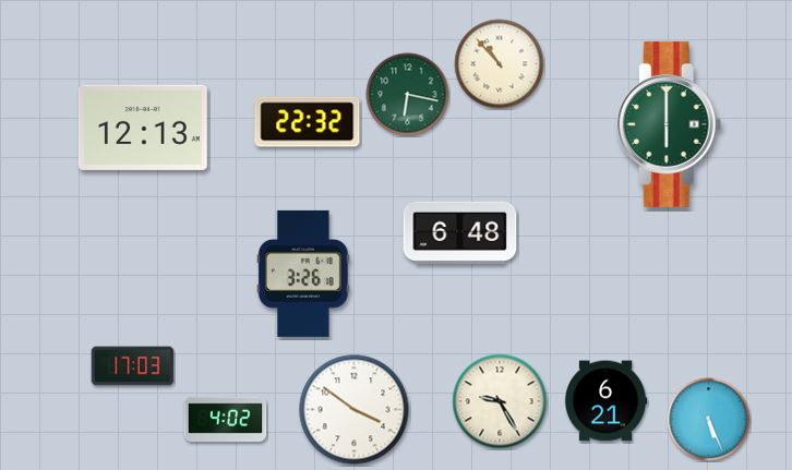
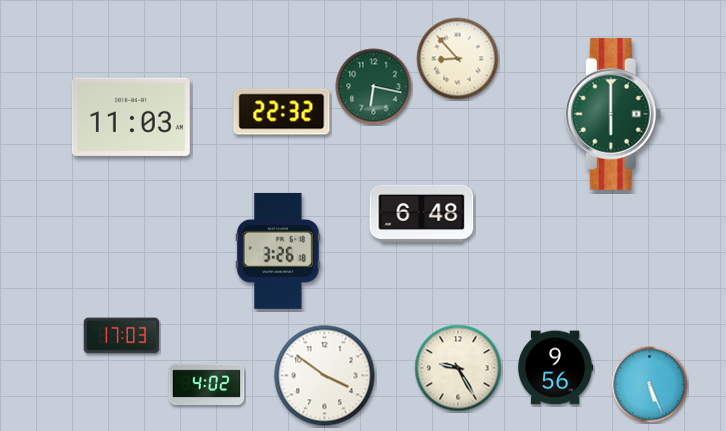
clock at (500, 64): 10:53 -> 8:53
clock at (143, 128): 12:13 -> 11:03
clock at (605, 401): 6:21 -> 9:56
